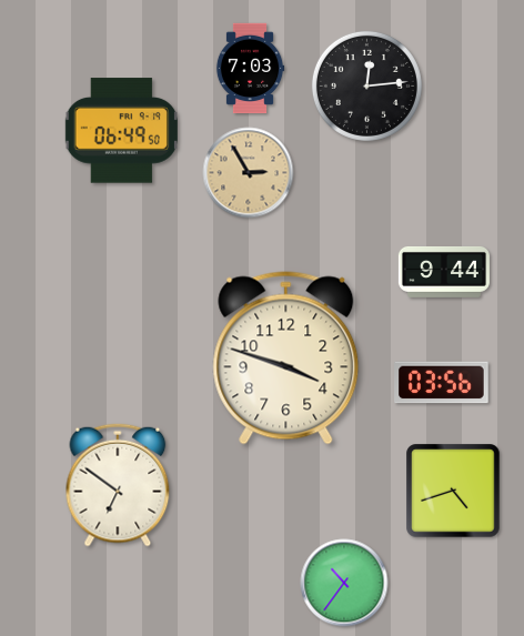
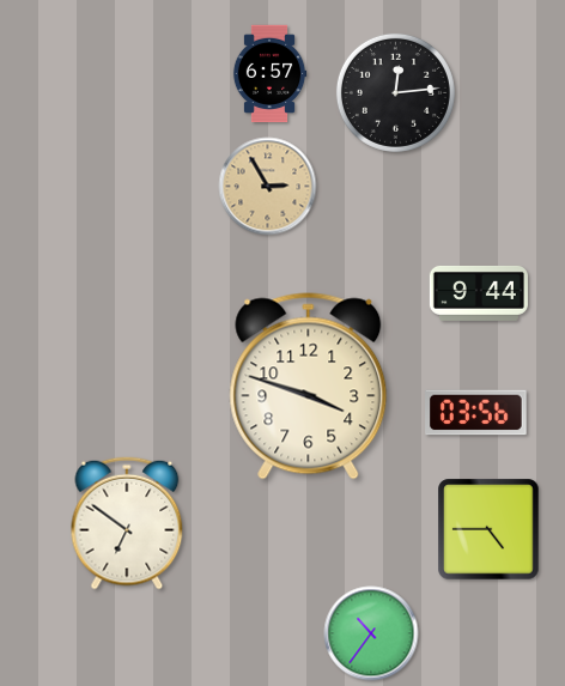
clock at (250, 69): 7:03 -> 6:57
clock at (121, 131): 06:49 -> none
clock at (453, 491): 4:42 -> 4:45
clock at (344, 583) position: (344, 583) -> (371, 633)
